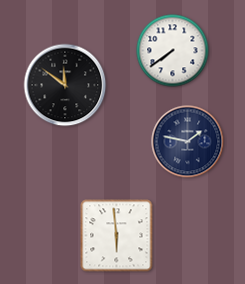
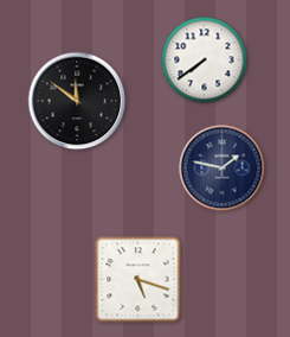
clock at (117, 236): 5:59 -> 5:18
